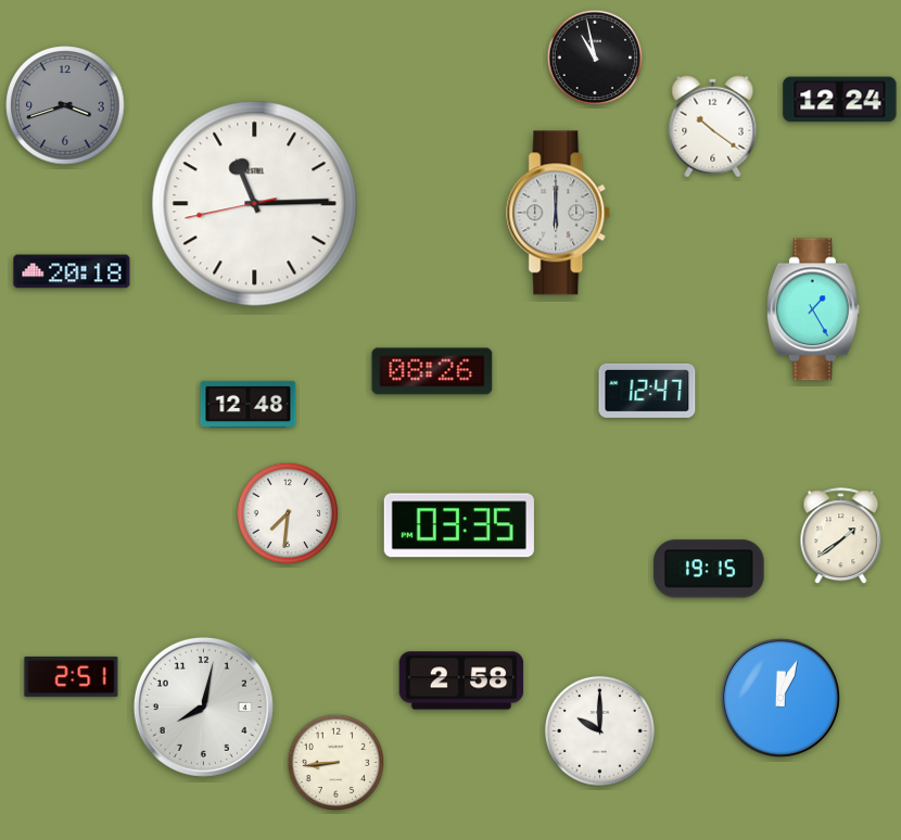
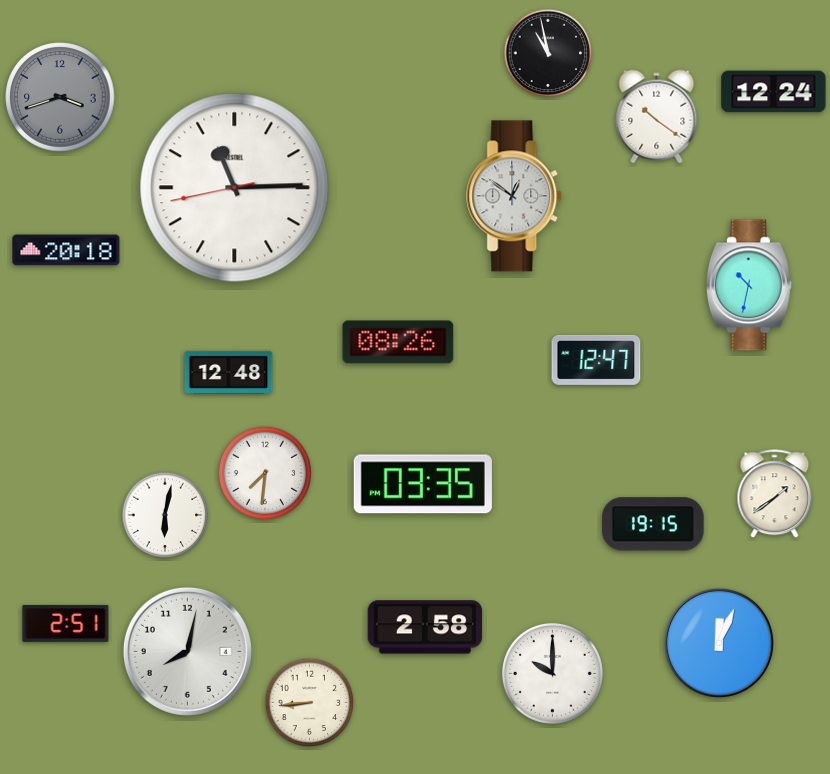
clock at (559, 213): 6:00 -> 12:51
clock at (813, 309): 1:25 -> 10:32
clock at (165, 515): none -> 6:02
